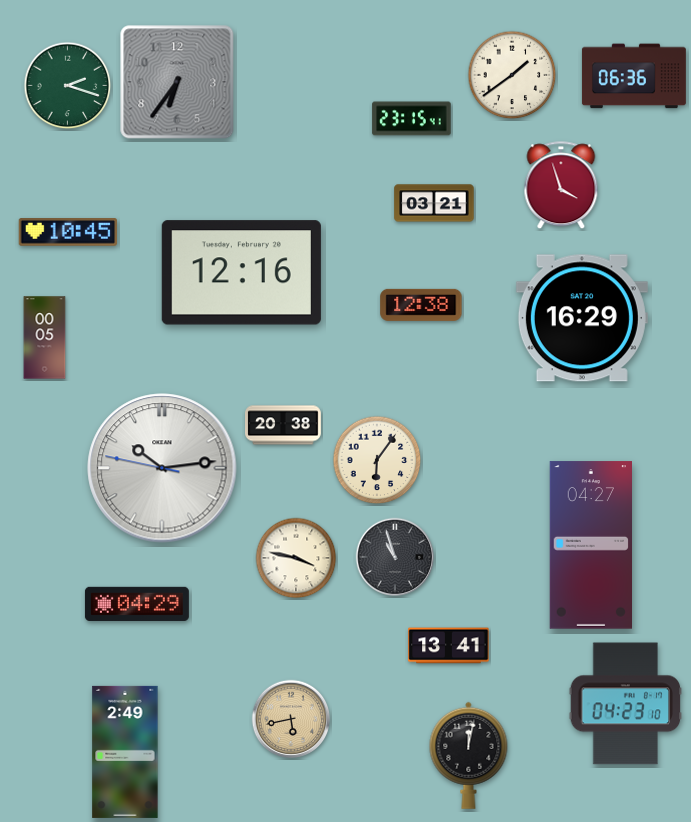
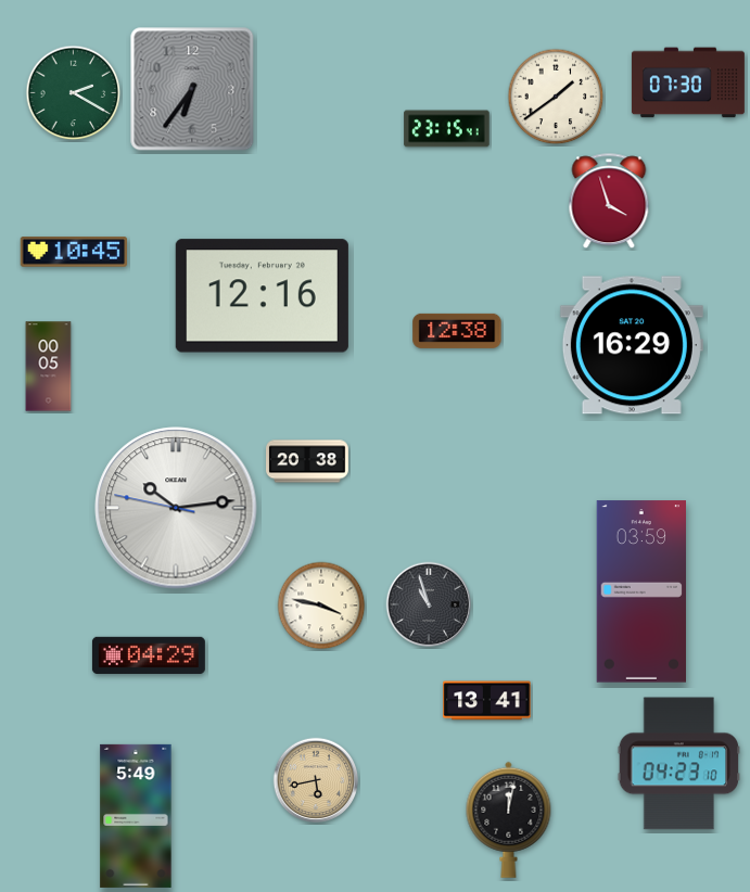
clock at (512, 75) position: (512, 75) -> (556, 97)
clock at (634, 76): 06:36 -> 07:30
clock at (68, 86): 2:18 -> 2:20
clock at (434, 203): 03:21 -> none
clock at (377, 460): 6:06 -> none
clock at (590, 545): 04:27 -> 03:59
clock at (125, 752): 2:49 -> 5:49
